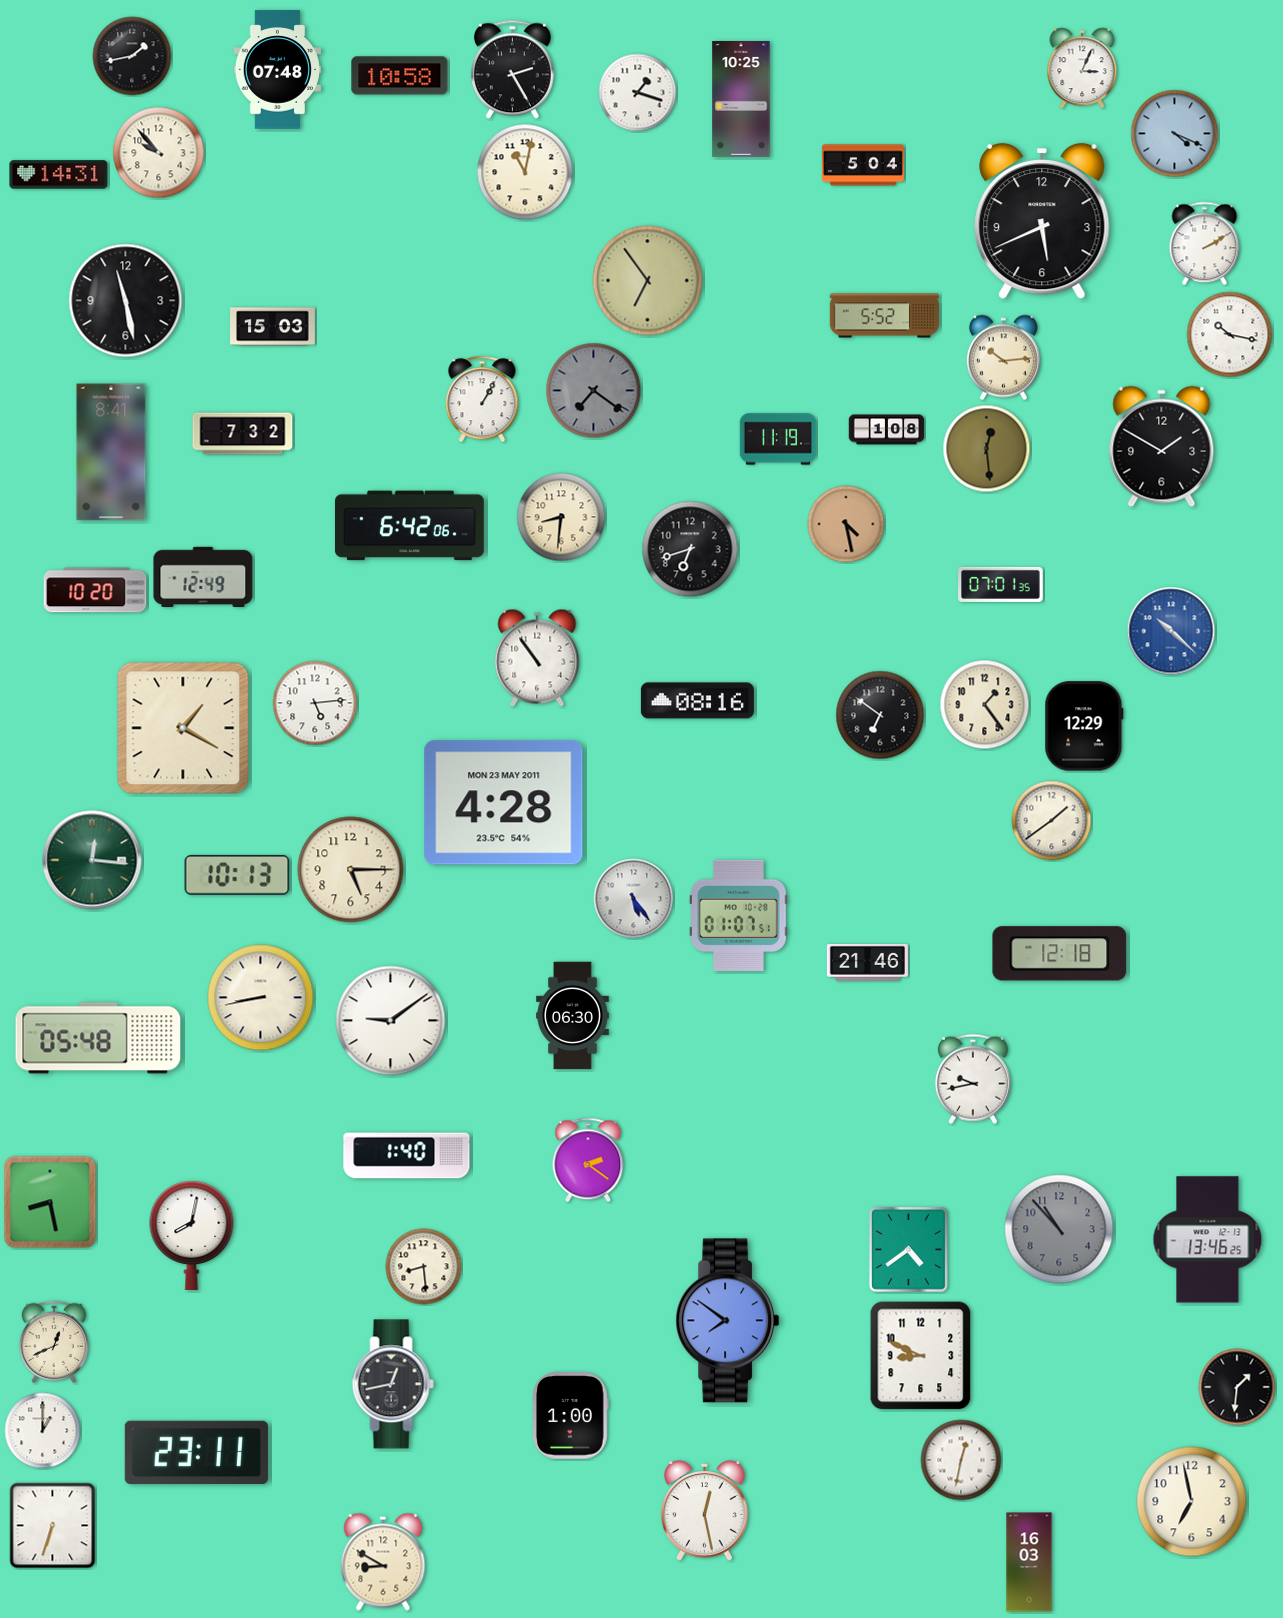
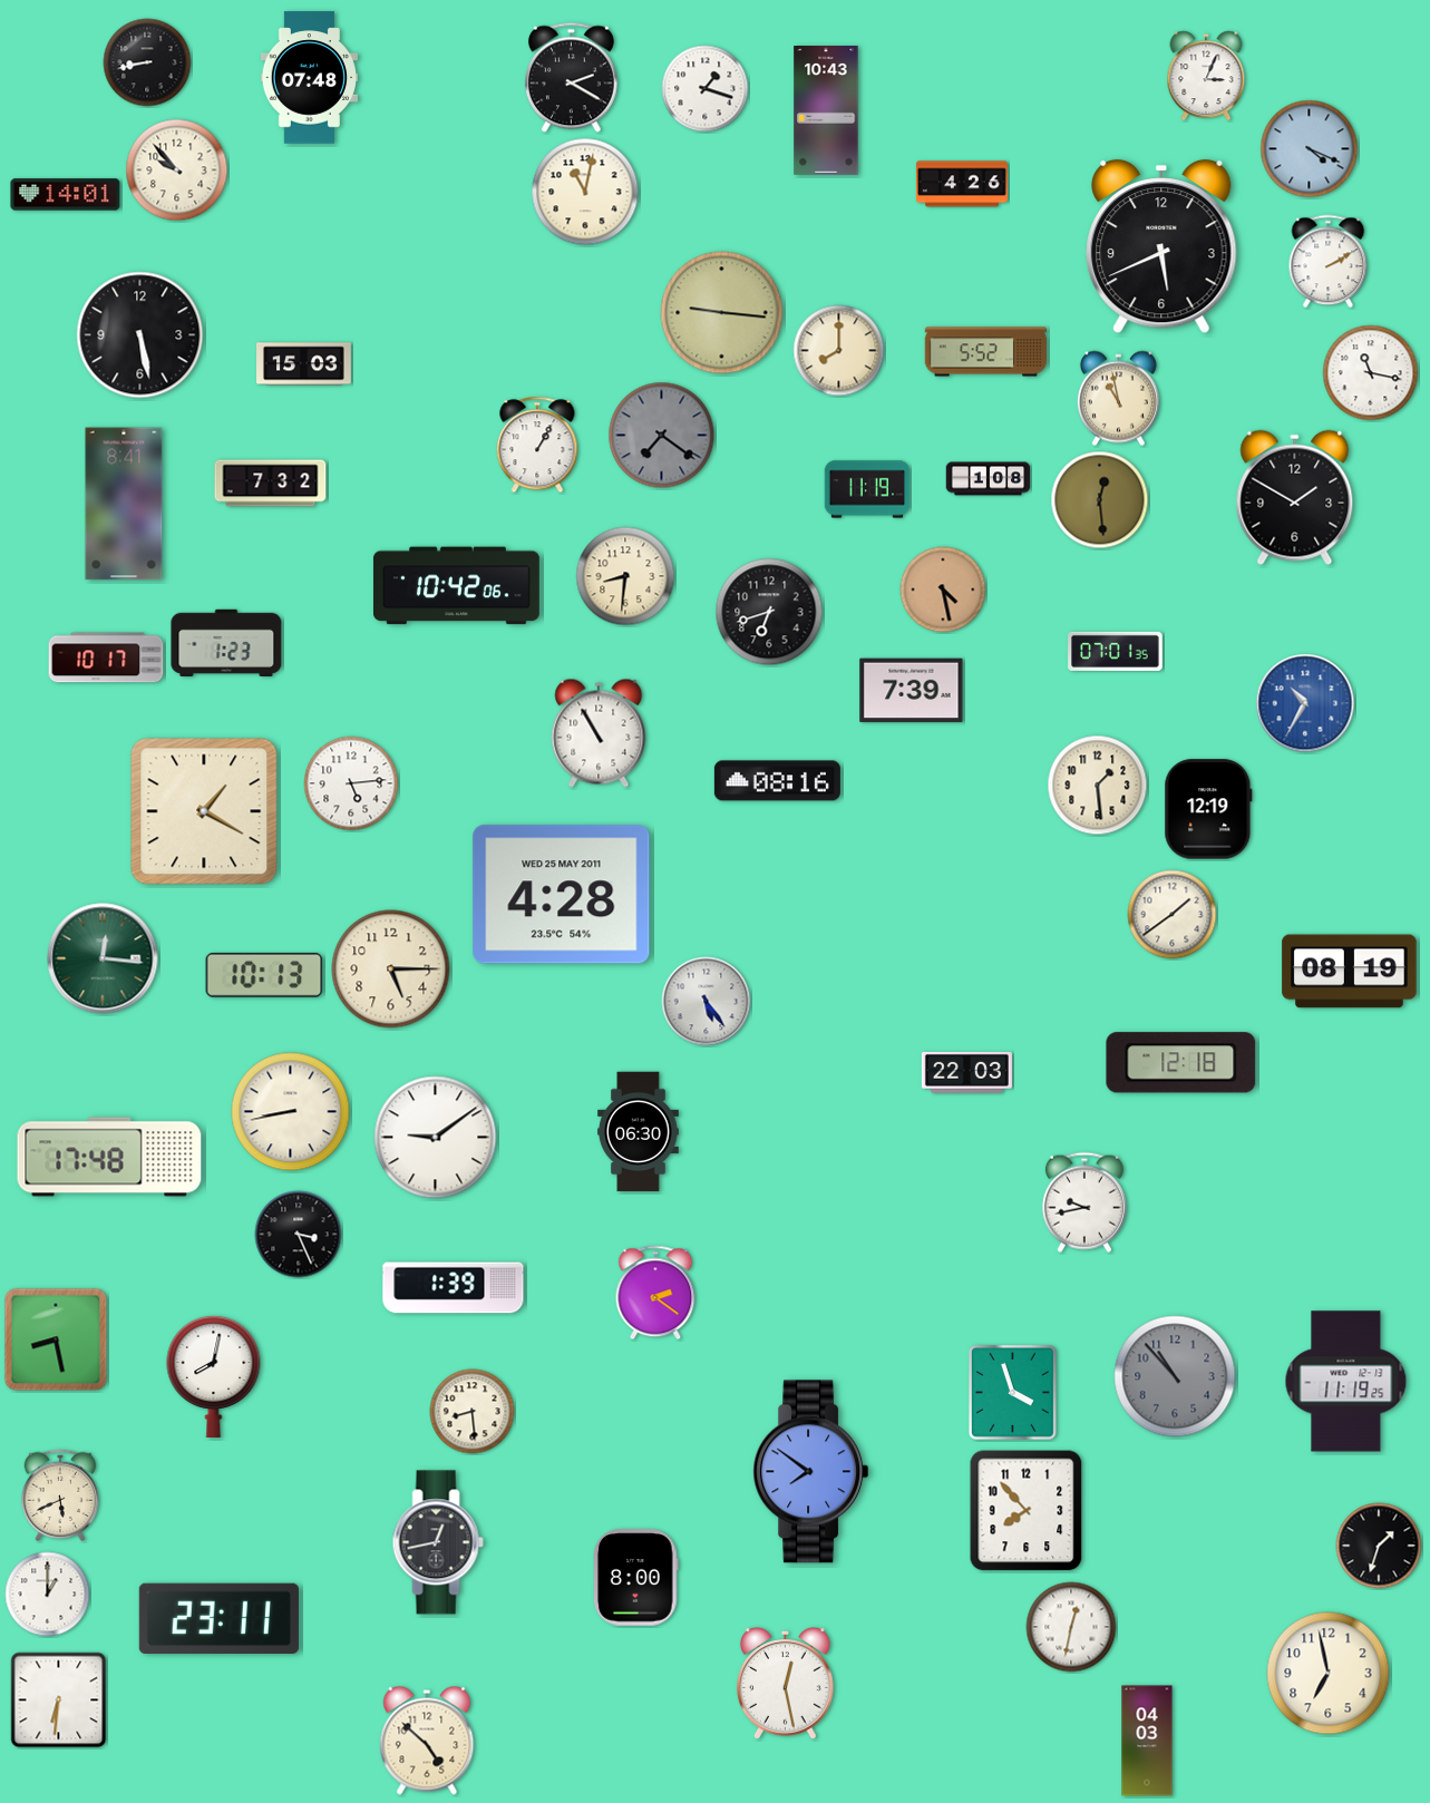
clock at (132, 56): 1:43 -> 8:43
clock at (512, 70): 2:25 -> 2:20
clock at (400, 76): 10:58 -> none
clock at (638, 93) position: (638, 93) -> (706, 89)
clock at (741, 100): 10:25 -> 10:43
clock at (863, 165): 5:04 -> 4:26
clock at (59, 175): 14:31 -> 14:01
clock at (1205, 244) position: (1205, 244) -> (1329, 262)
clock at (648, 281): 6:54 -> 9:16
clock at (126, 301): 11:28 -> 5:28
clock at (839, 351): none -> 8:00
clock at (1230, 335): 10:17 -> 11:17
clock at (1003, 358): 10:14 -> 10:58
clock at (846, 524) position: (846, 524) -> (943, 589)
clock at (409, 526): 6:42 -> 10:42
clock at (203, 576): 12:49 -> 1:23
clock at (95, 590): 10:20 -> 10:17
clock at (912, 691): none -> 7:39
clock at (1171, 631): 10:22 -> 10:35
clock at (537, 658): 10:54 -> 10:55
clock at (985, 705): 1:24 -> 1:29
clock at (880, 715): 6:51 -> none
clock at (1084, 726): 12:29 -> 12:19
clock at (504, 803) date: MON 23 MAY 2011 -> WED 25 MAY 2011
clock at (1350, 972): none -> 08:19
clock at (739, 915): 01:07 -> none
clock at (867, 962): 21:46 -> 22:03
clock at (98, 1038): 05:48 -> 17:48
clock at (299, 1235): none -> 3:26
clock at (407, 1156): 1:40 -> 1:39
clock at (1059, 1229) position: (1059, 1229) -> (1175, 1376)
clock at (1208, 1240): 13:46 -> 11:19
clock at (908, 1249): 4:39 -> 3:57
clock at (54, 1341): 12:41 -> 5:41
clock at (921, 1356): 8:49 -> 7:53
clock at (1237, 1387): 1:31 -> 1:33
clock at (571, 1416): 1:00 -> 8:00
clock at (53, 1526): 6:33 -> 6:31
clock at (383, 1562): 8:50 -> 4:52
clock at (1029, 1562): 16:03 -> 04:03
